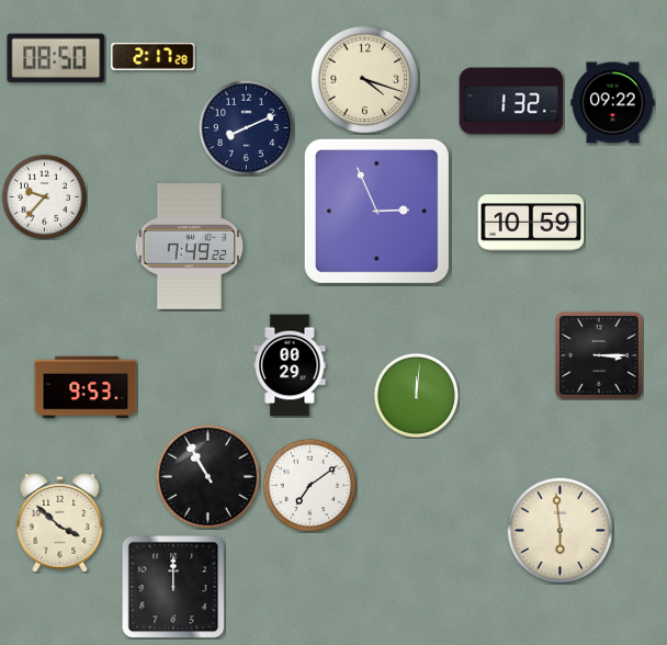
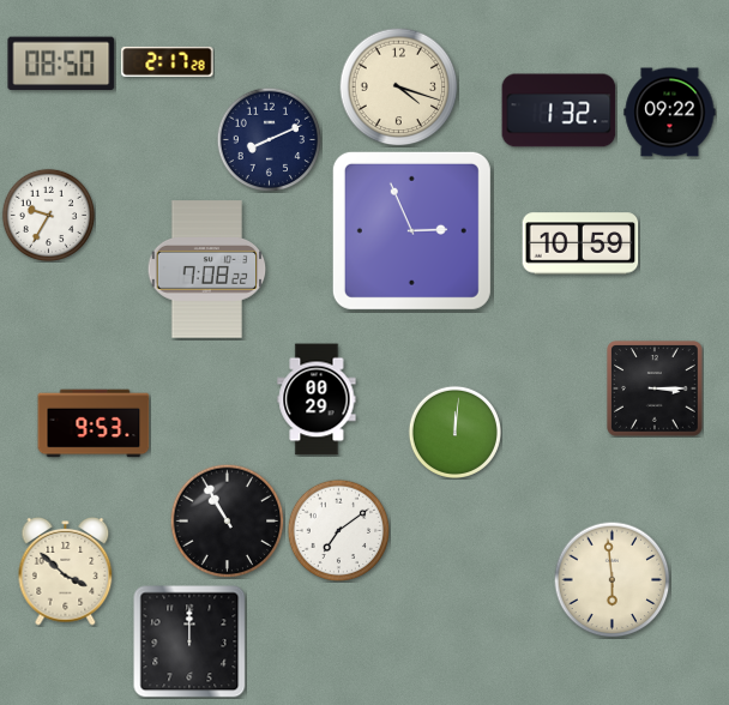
clock at (44, 196): 9:37 -> 9:35
clock at (190, 247): 7:49 -> 7:08
